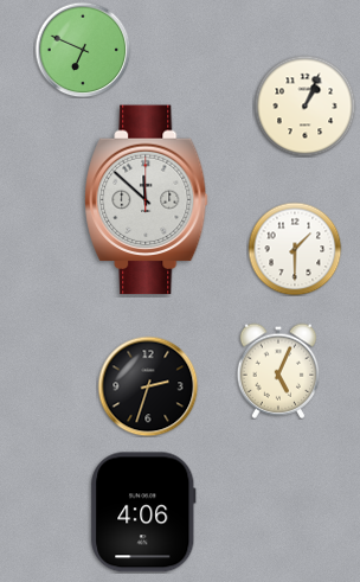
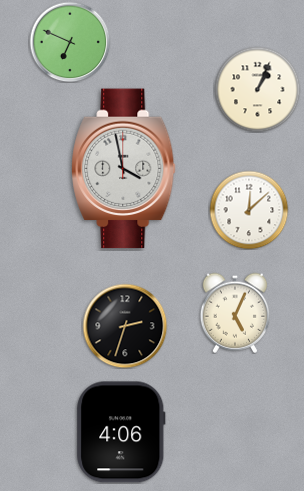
clock at (147, 200): 11:52 -> 3:58
clock at (295, 249): 1:30 -> 12:08
